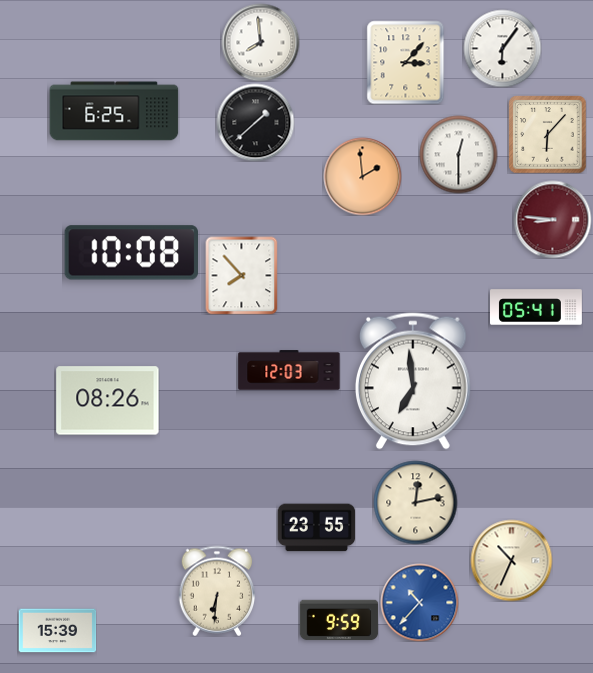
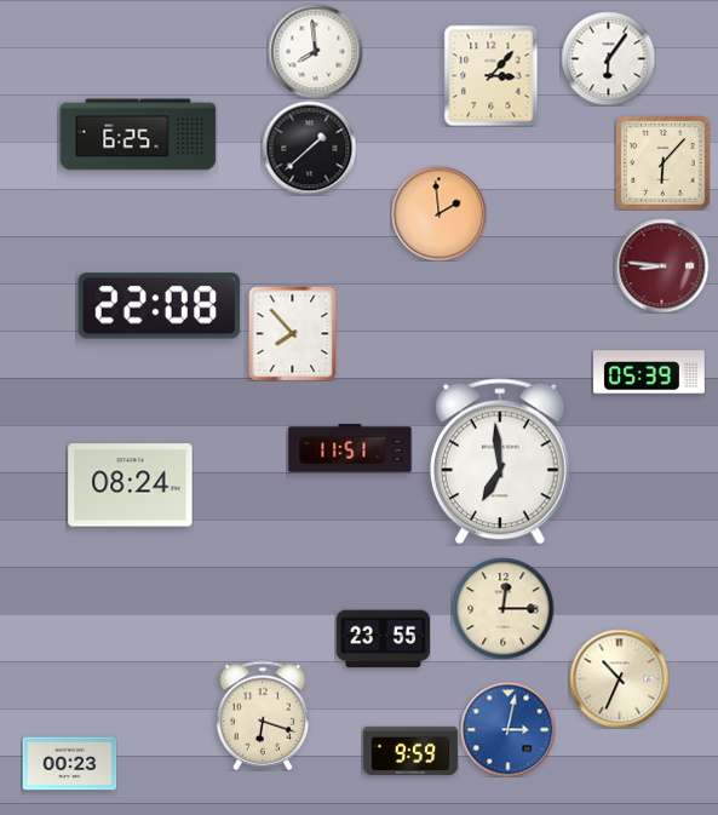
clock at (458, 154): 12:30 -> none
clock at (552, 219) position: (552, 219) -> (661, 265)
clock at (132, 253): 10:08 -> 22:08
clock at (536, 307): 05:41 -> 05:39
clock at (289, 370): 12:03 -> 11:51
clock at (108, 401): 08:26 -> 08:24
clock at (415, 502): 12:13 -> 12:15
clock at (217, 591): 6:31 -> 6:18
clock at (419, 602): 10:37 -> 3:02
clock at (57, 631): 15:39 -> 00:23
